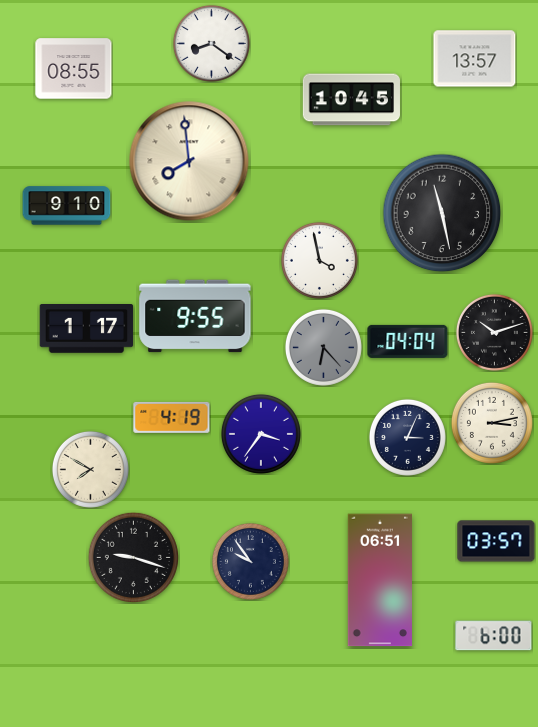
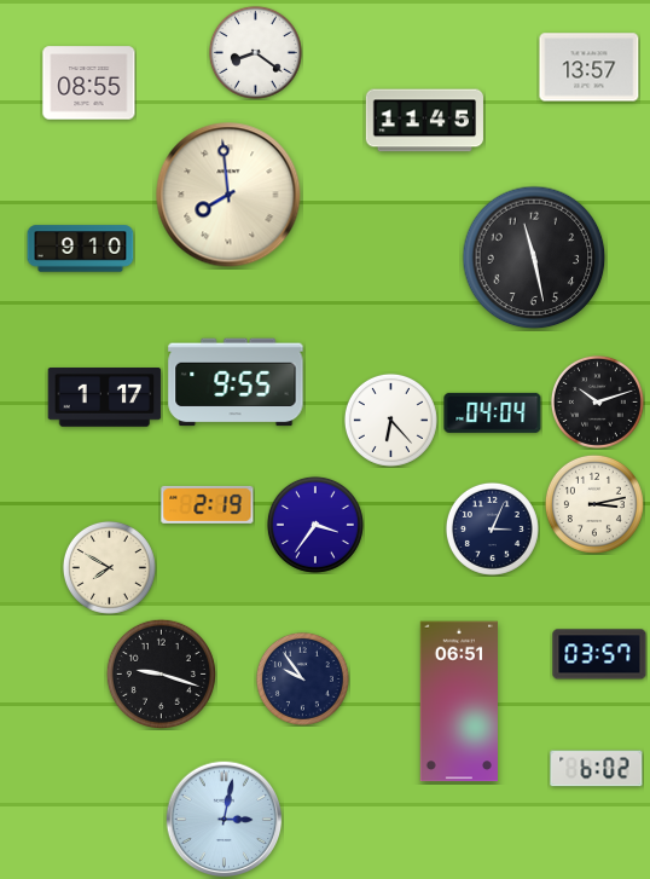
clock at (475, 59) position: (475, 59) -> (590, 68)
clock at (351, 100): 10:45 -> 11:45
clock at (319, 260): 3:58 -> none
clock at (323, 347) dial: grey -> white
clock at (172, 417): 4:19 -> 2:19
clock at (492, 423) position: (492, 423) -> (594, 504)
clock at (494, 636): 6:00 -> 6:02
clock at (225, 820): none -> 3:02
